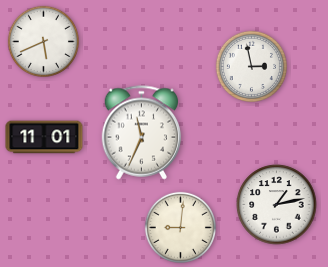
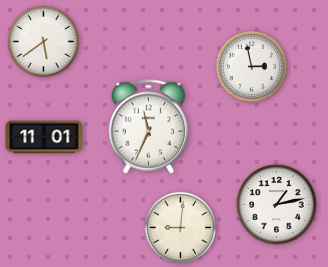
clock at (43, 41): 5:41 -> 5:39
clock at (142, 133) position: (142, 133) -> (149, 127)
